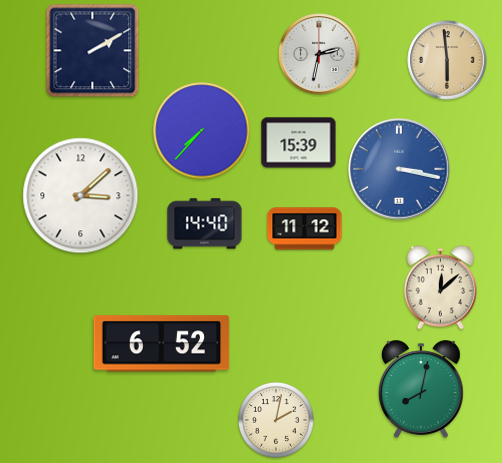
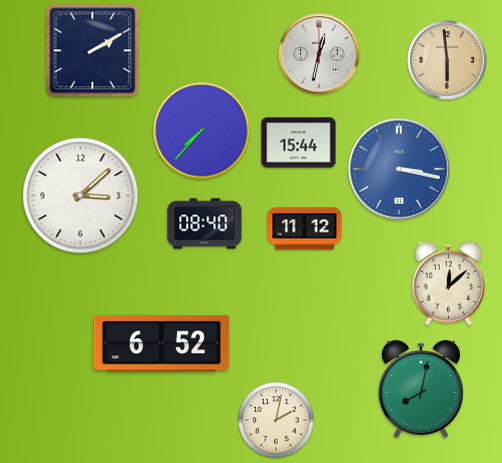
clock at (319, 54): 2:32 -> 12:32
clock at (299, 143): 15:39 -> 15:44
clock at (205, 224): 14:40 -> 08:40
clock at (440, 288) position: (440, 288) -> (448, 284)
